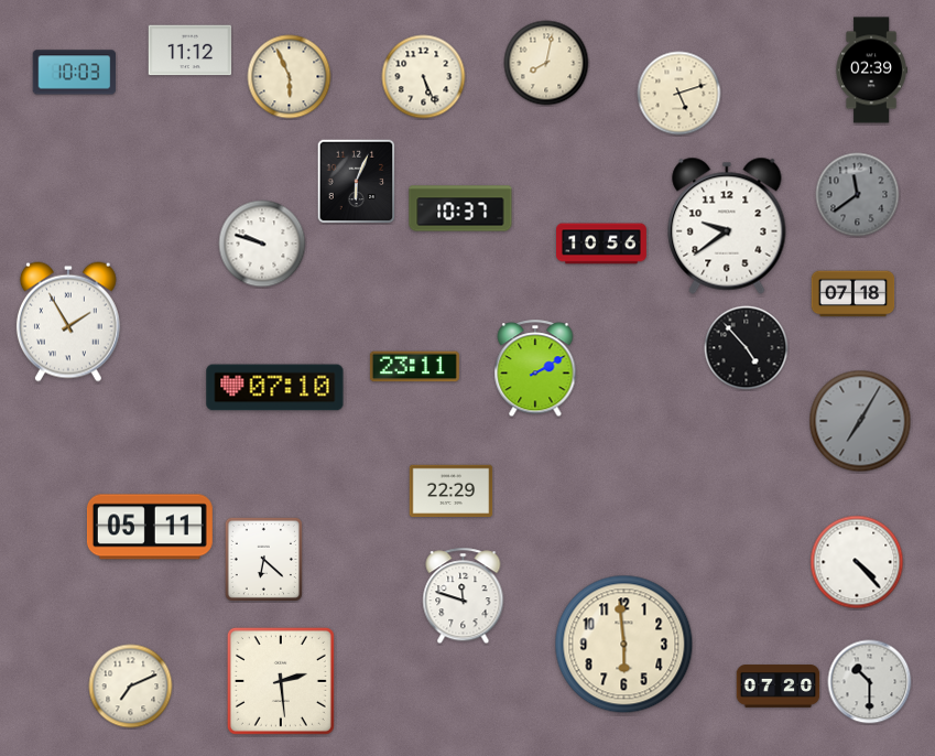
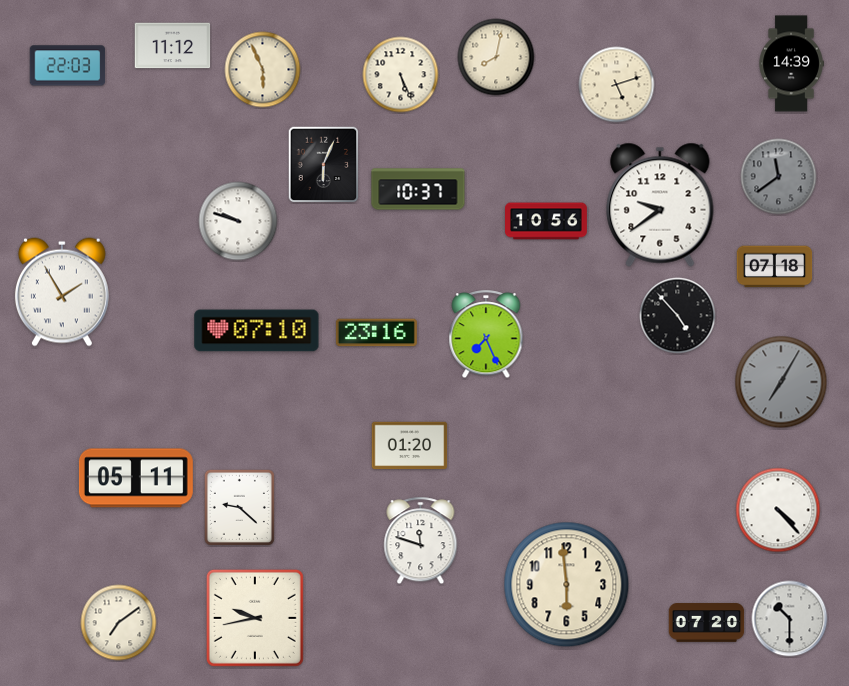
clock at (871, 71): 02:39 -> 14:39
clock at (75, 73): 10:03 -> 22:03
clock at (424, 77) position: (424, 77) -> (401, 75)
clock at (414, 367): 23:11 -> 23:16
clock at (535, 369): 2:10 -> 7:26
clock at (275, 388) position: (275, 388) -> (257, 331)
clock at (452, 492): 22:29 -> 01:20
clock at (263, 559): 6:22 -> 9:22
clock at (281, 681): 2:29 -> 9:43
clock at (131, 687): 7:11 -> 7:09
